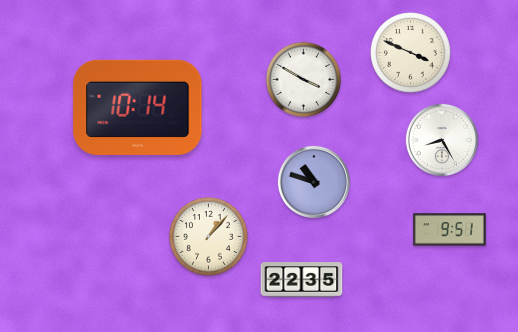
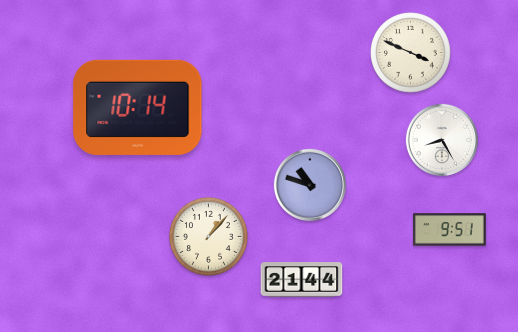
clock at (304, 80): 3:50 -> none
clock at (314, 182) position: (314, 182) -> (310, 185)
clock at (302, 280): 22:35 -> 21:44
